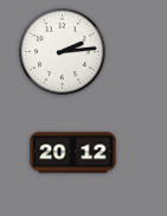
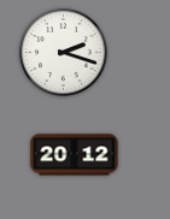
clock at (63, 52): 2:14 -> 2:18
